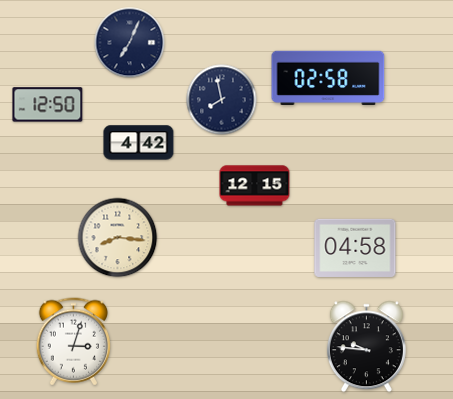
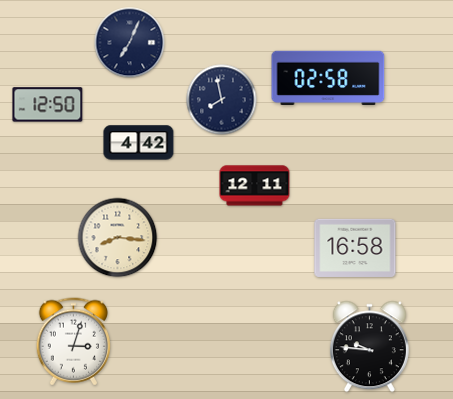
clock at (255, 186): 12:15 -> 12:11
clock at (355, 248): 04:58 -> 16:58
clock at (366, 347) position: (366, 347) -> (369, 347)
